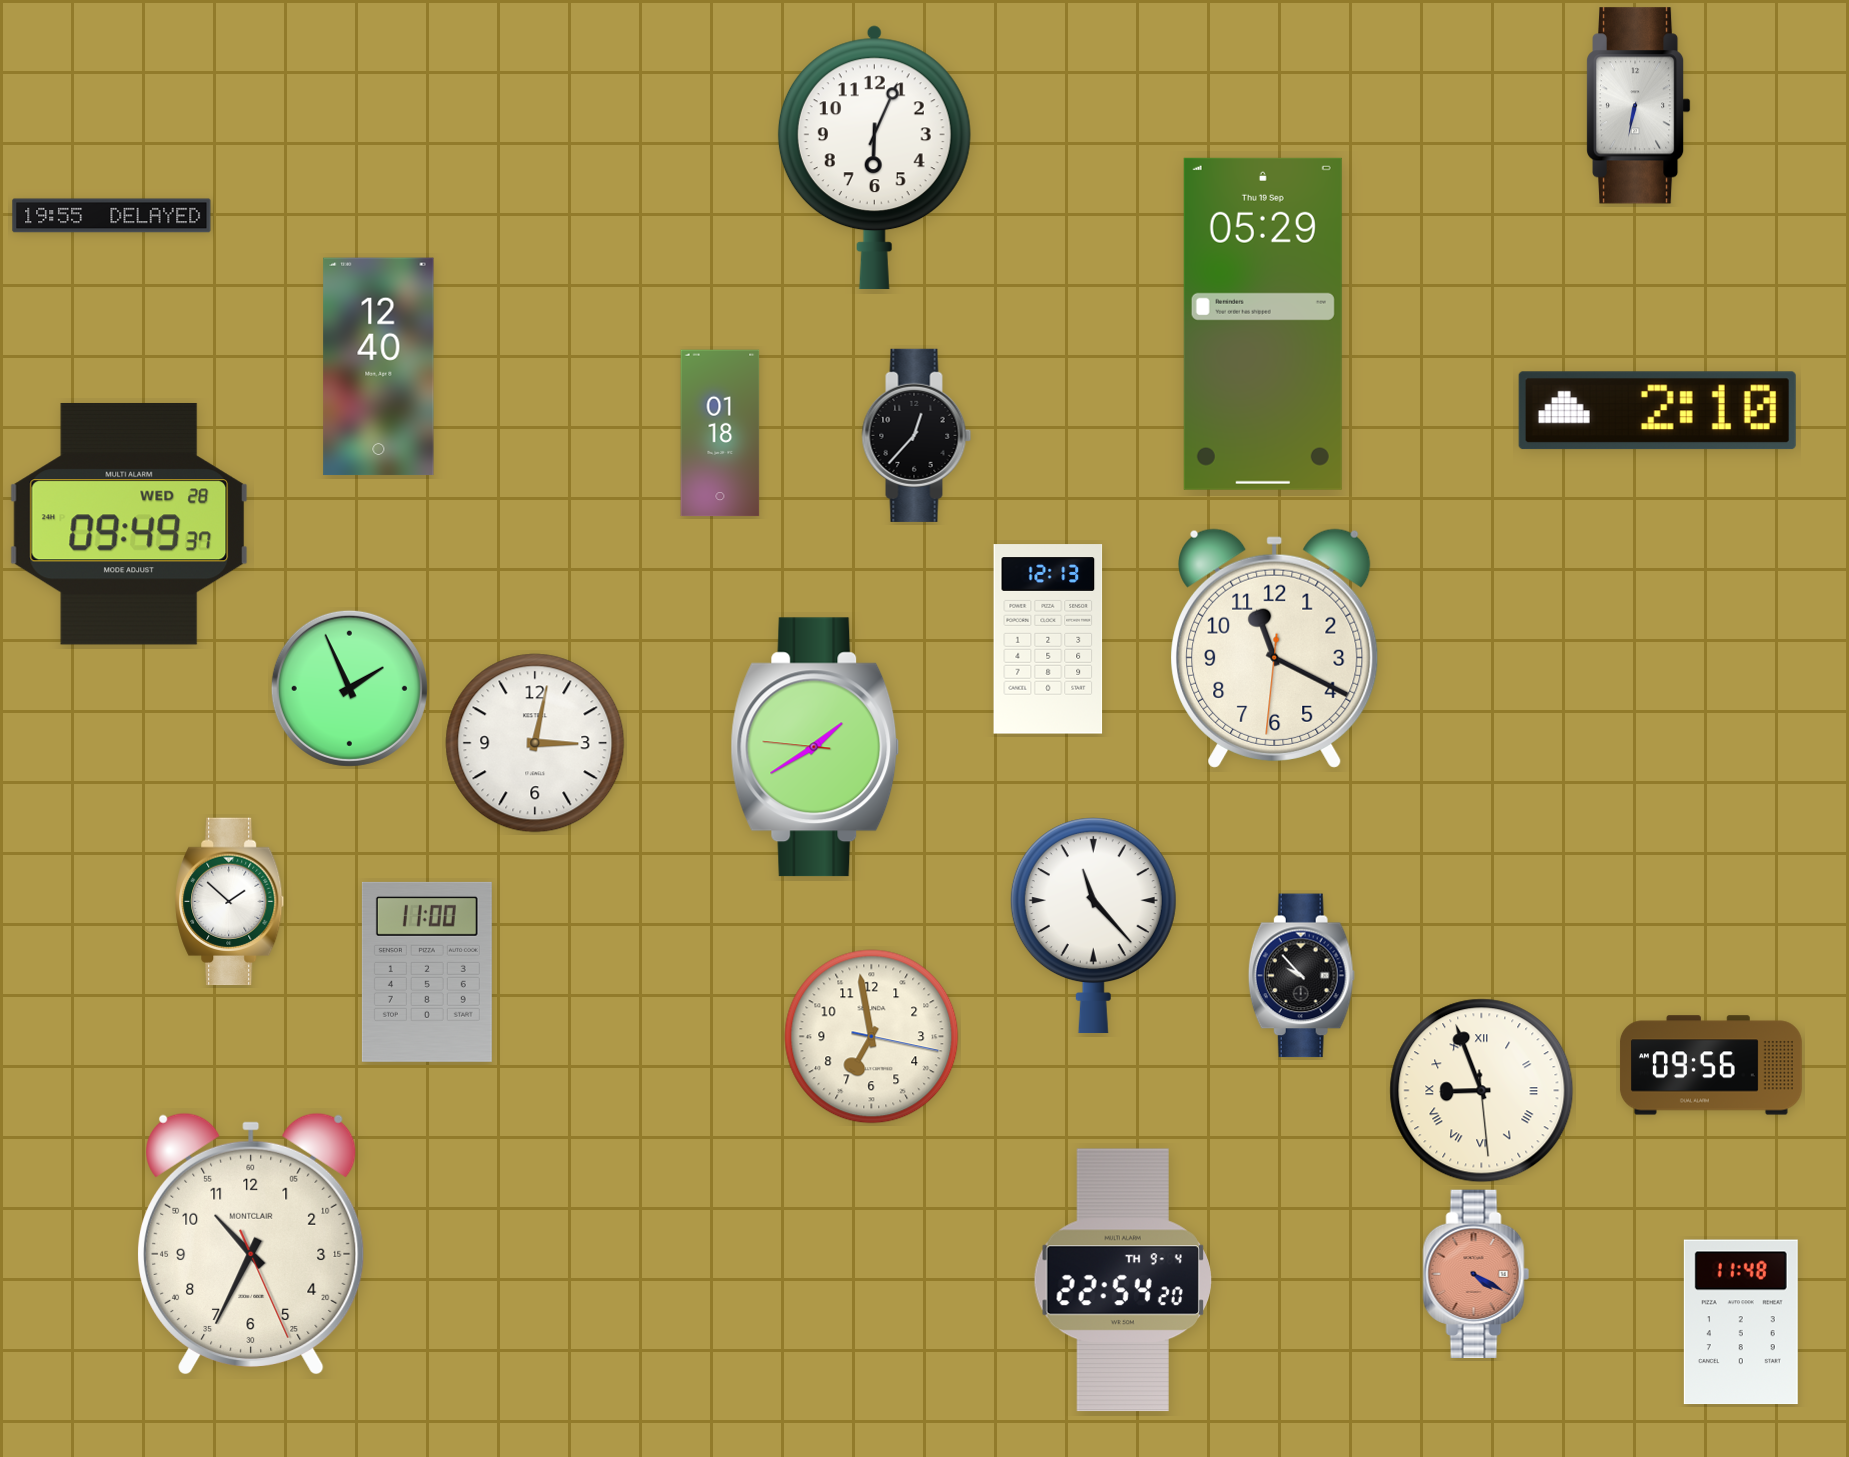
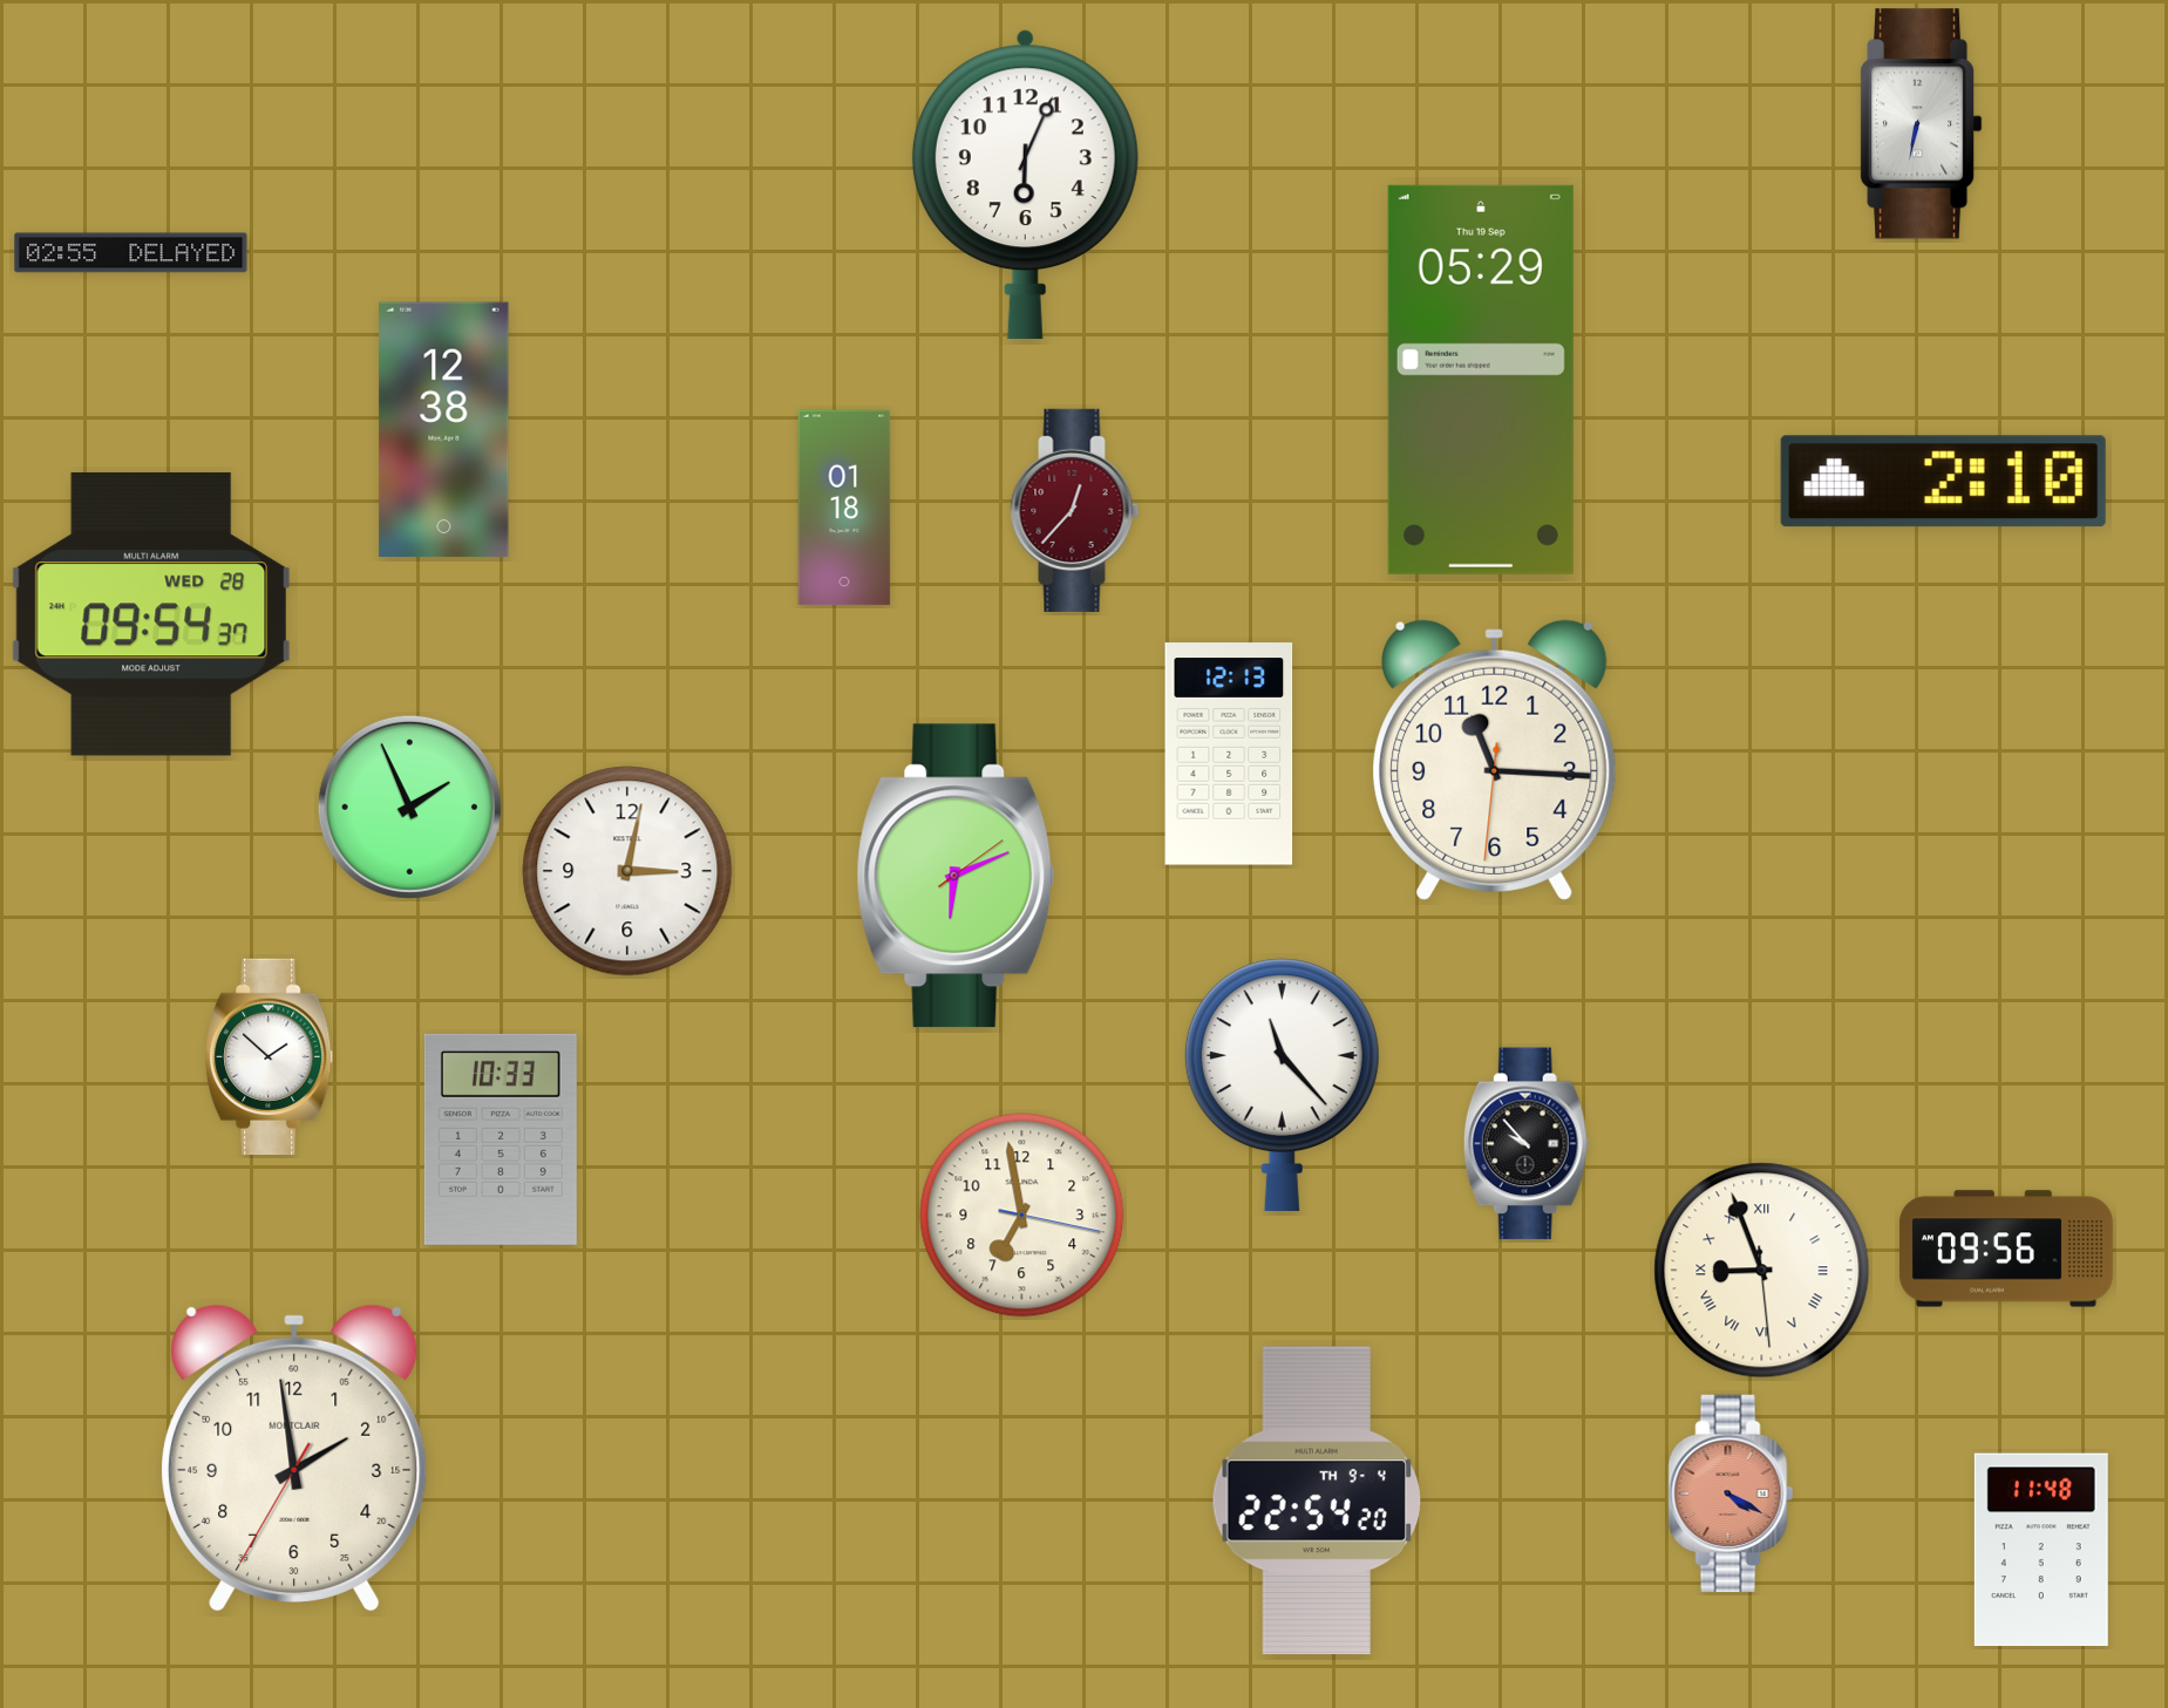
clock at (112, 216): 19:55 -> 02:55
clock at (379, 367): 12:40 -> 12:38
clock at (917, 435) dial: black -> burgundy
clock at (129, 524): 09:49 -> 09:54
clock at (1048, 639) position: (1048, 639) -> (1229, 754)
clock at (1275, 648): 11:19 -> 11:15
clock at (815, 747): 1:39 -> 6:11
clock at (427, 972): 11:00 -> 10:33
clock at (1482, 1091) position: (1482, 1091) -> (1762, 1271)
clock at (251, 1243): 10:34 -> 1:58
